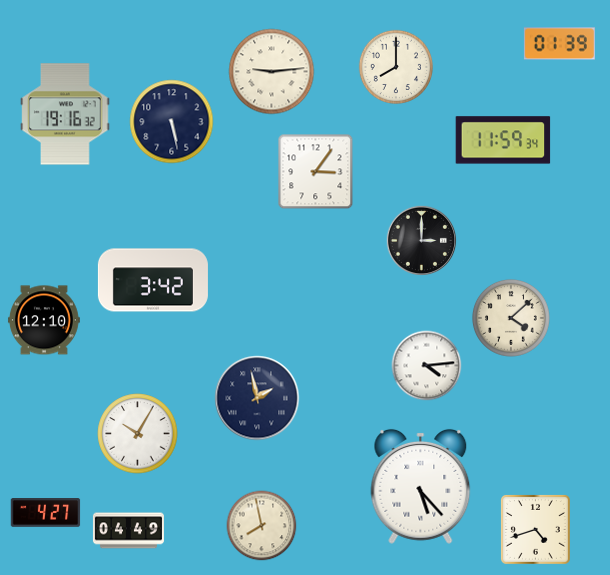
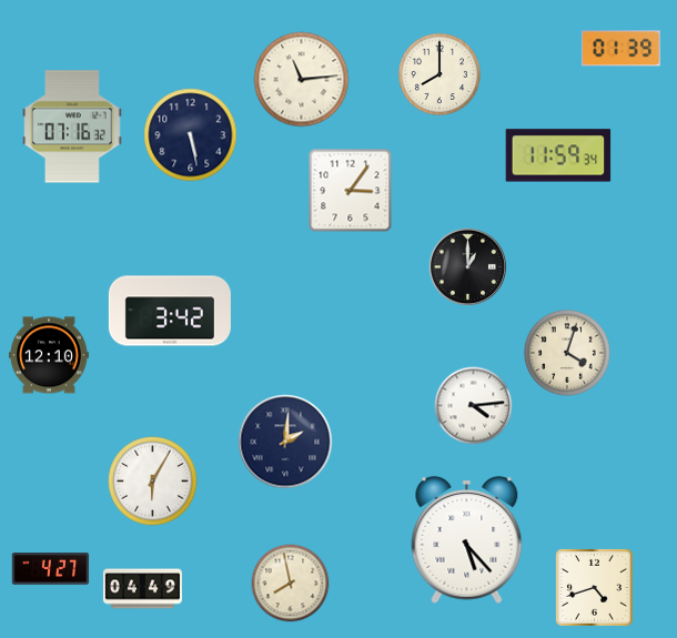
clock at (272, 72): 9:14 -> 11:14
clock at (65, 114): 19:16 -> 07:16
clock at (421, 240): 3:00 -> 1:00
clock at (511, 318): 4:08 -> 4:03
clock at (257, 398): 1:58 -> 2:01
clock at (138, 434): 10:05 -> 6:05
